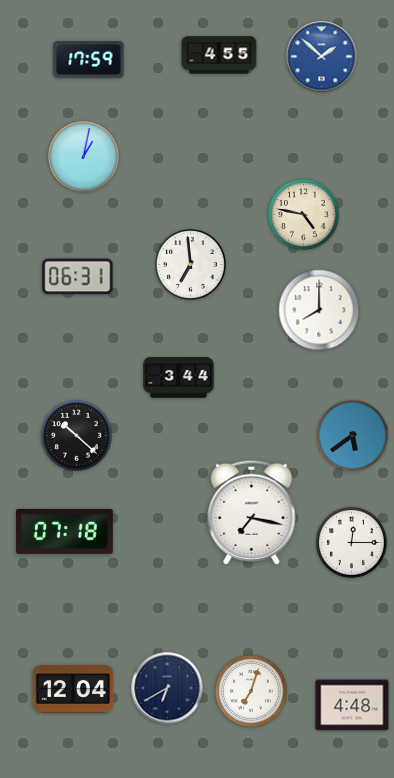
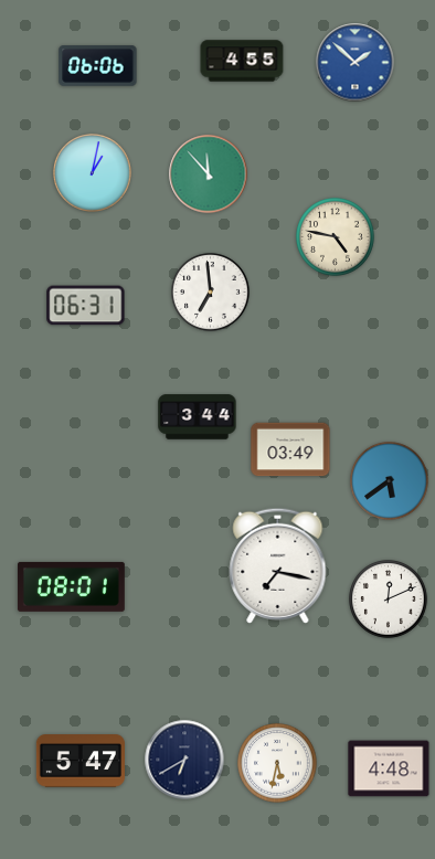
clock at (89, 60): 17:59 -> 06:06
clock at (209, 174): none -> 11:53
clock at (319, 310): 8:00 -> none
clock at (290, 449): none -> 03:49
clock at (77, 436): 10:22 -> none
clock at (64, 531): 07:18 -> 08:01
clock at (352, 543): 12:15 -> 12:11
clock at (73, 689): 12:04 -> 5:47
clock at (251, 691): 7:03 -> 5:32
clock at (352, 705) position: (352, 705) -> (389, 768)
